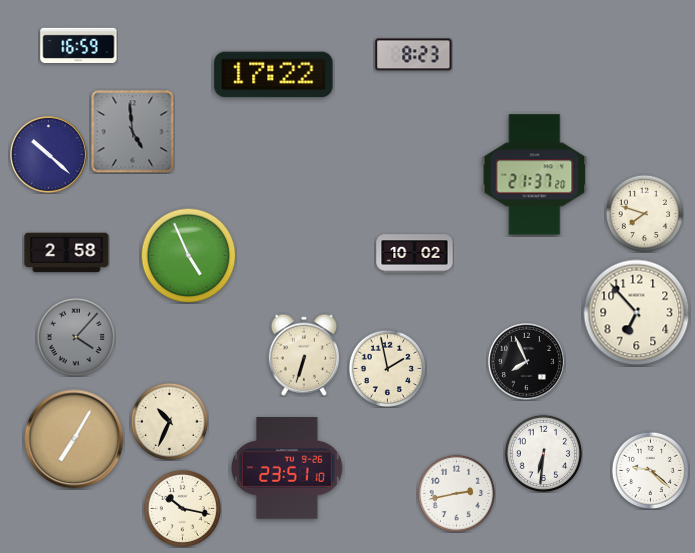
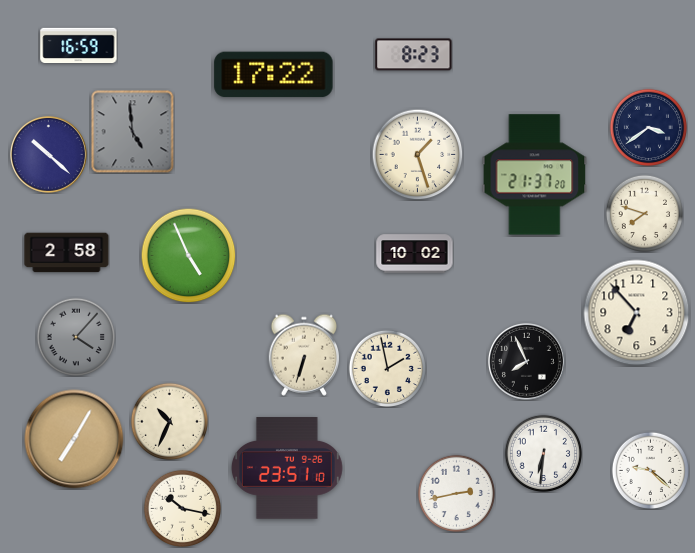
clock at (648, 127): none -> 3:39
clock at (417, 154): none -> 1:27
